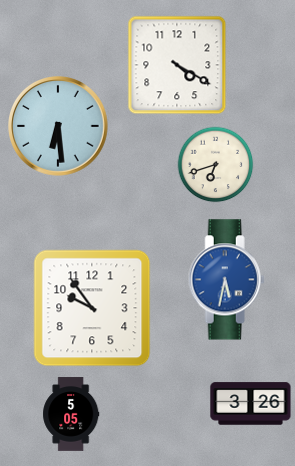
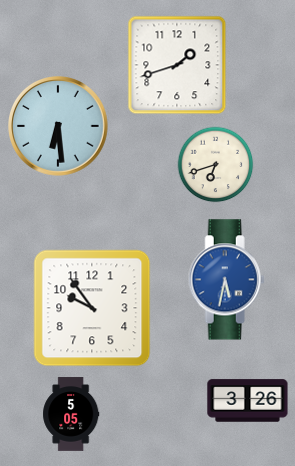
clock at (177, 65): 4:20 -> 1:42
clock at (251, 404) position: (251, 404) -> (248, 401)
